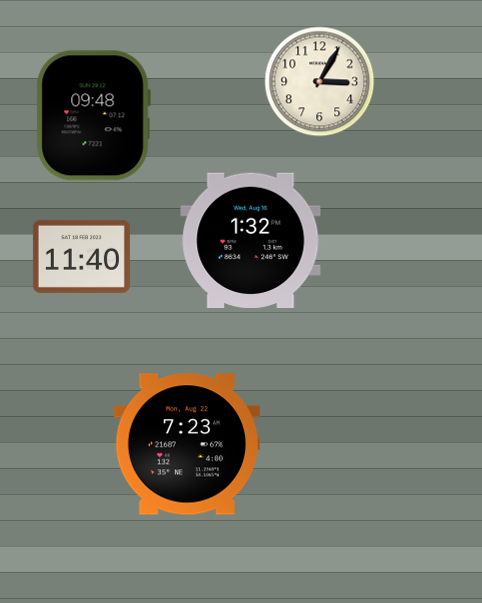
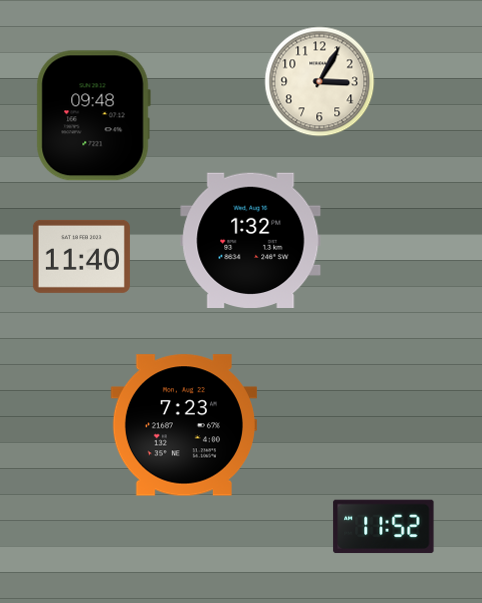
clock at (186, 444) position: (186, 444) -> (183, 425)
clock at (384, 527): none -> 11:52
